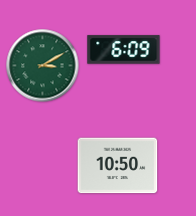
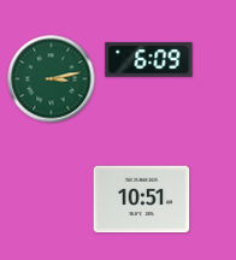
clock at (43, 66): 3:10 -> 3:13
clock at (118, 166): 10:50 -> 10:51
